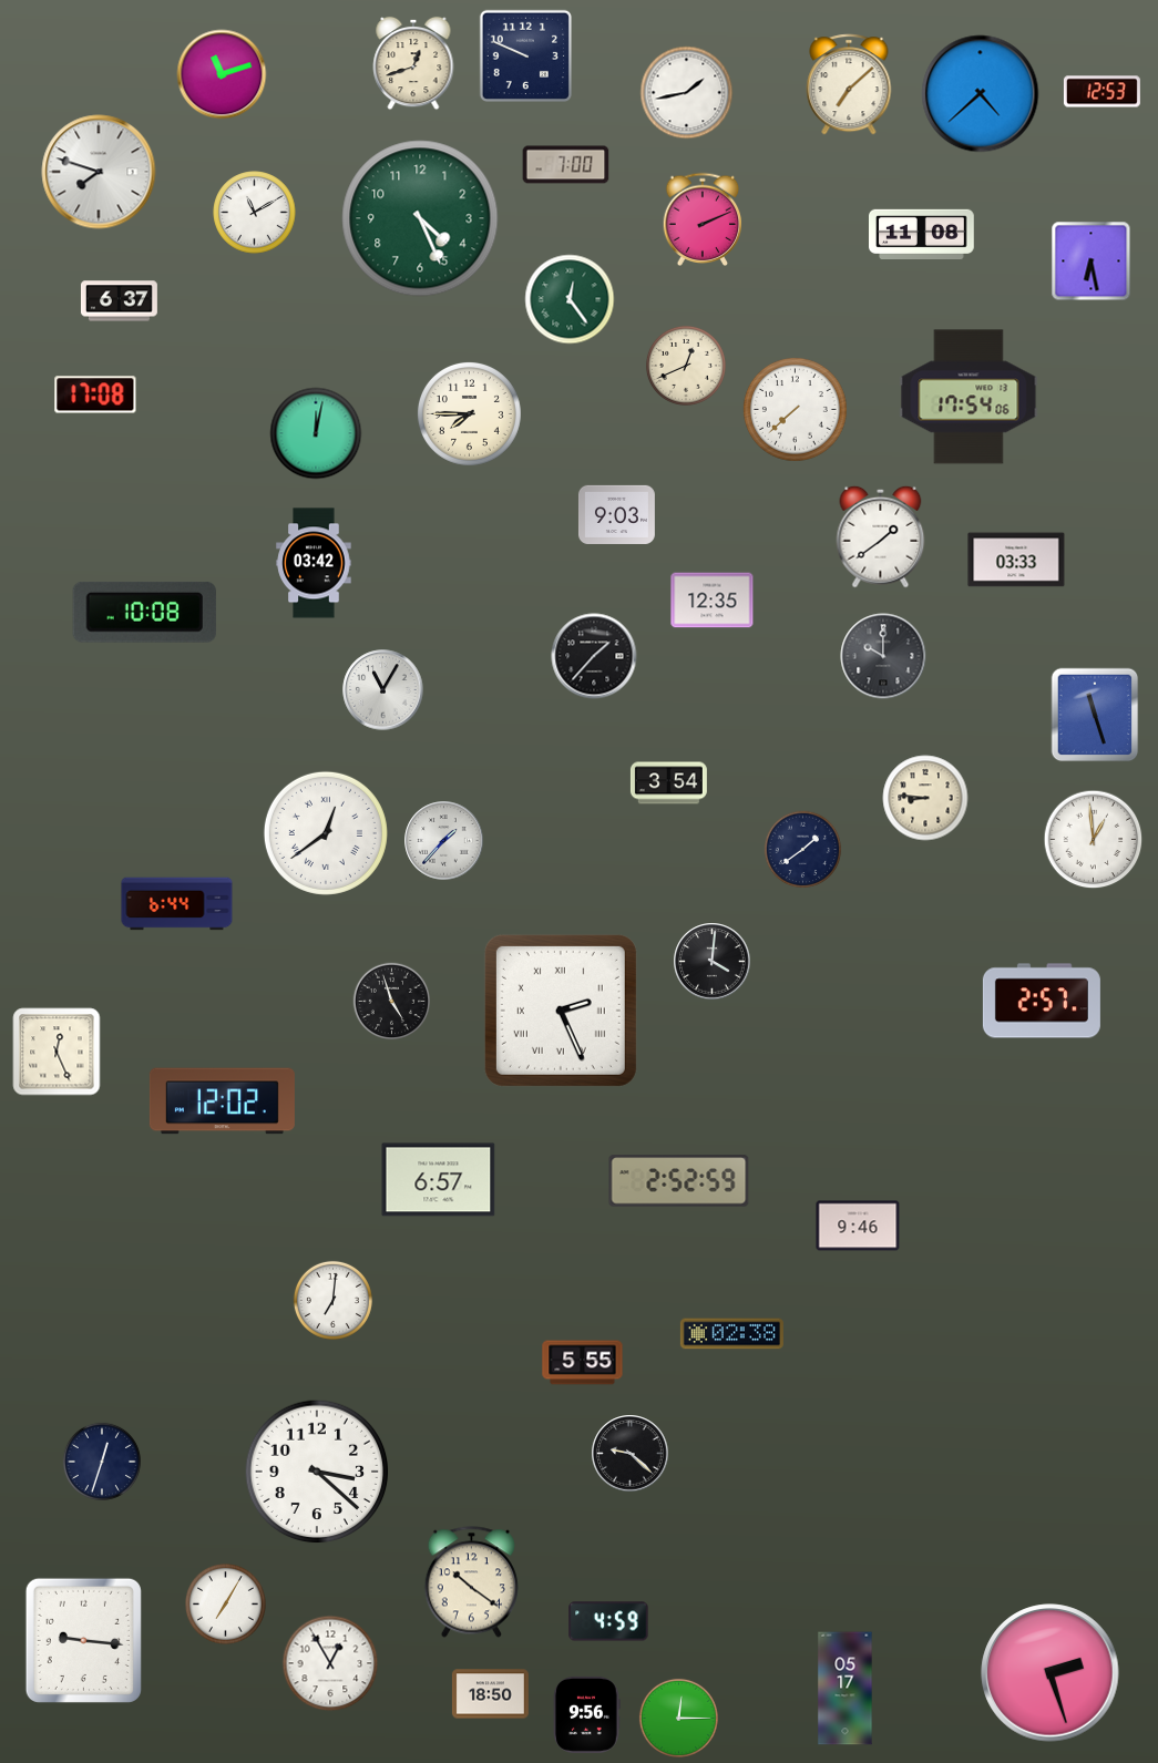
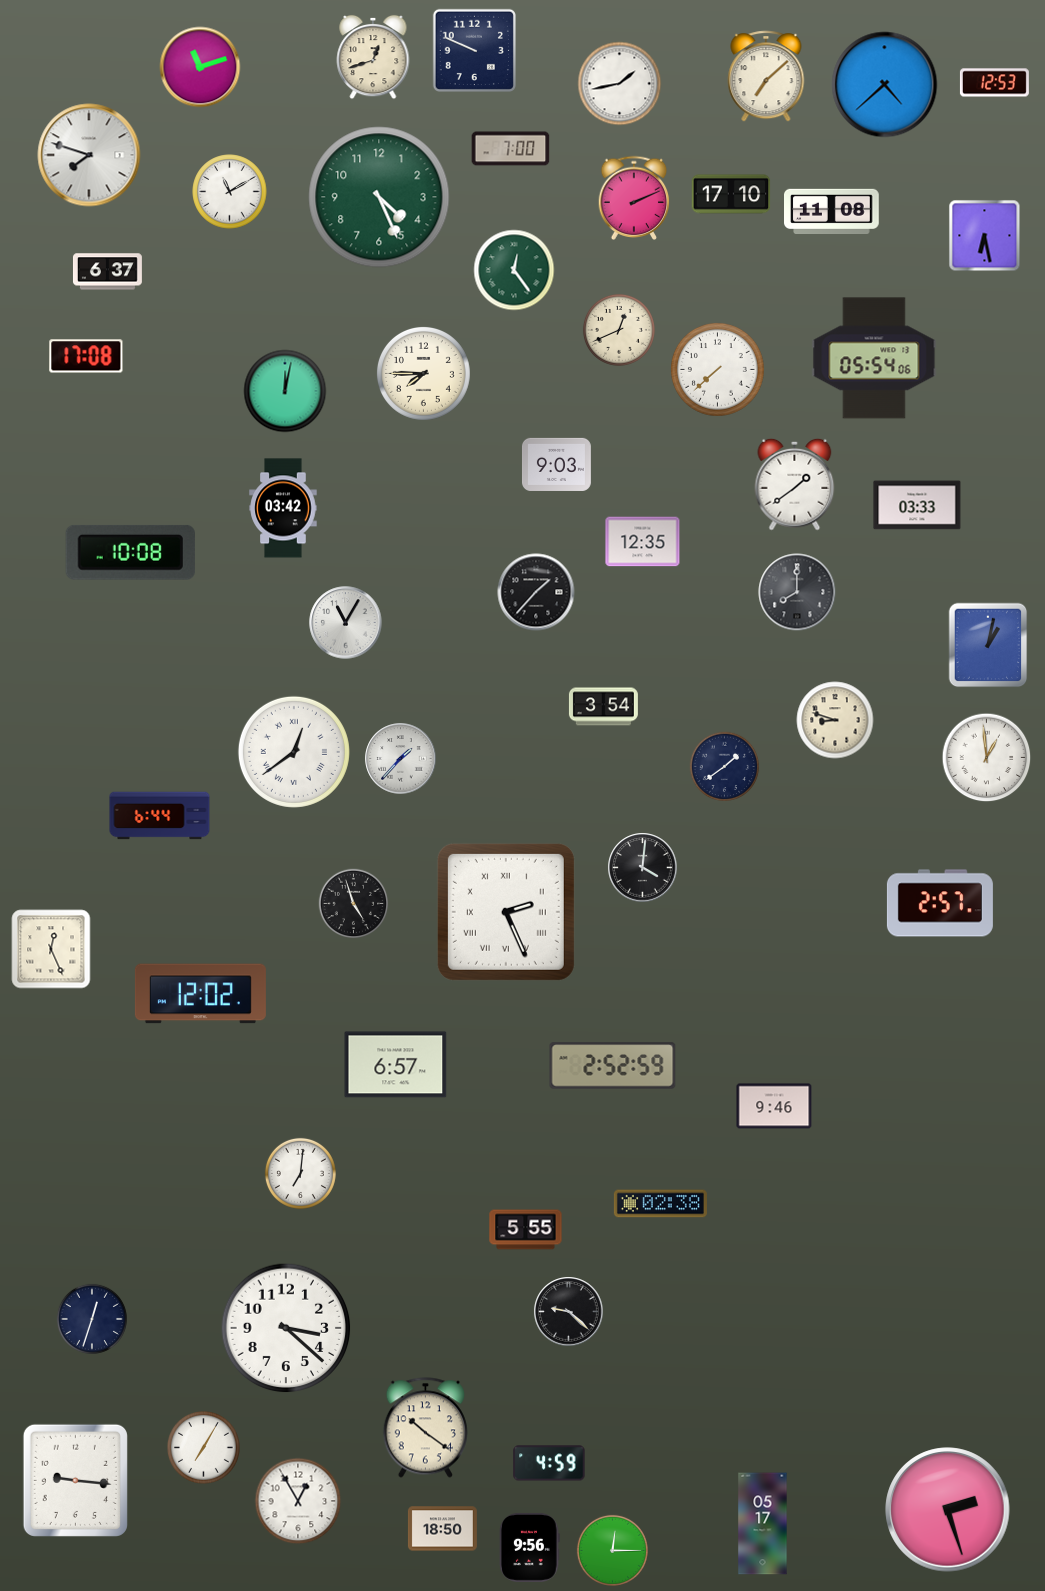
clock at (731, 194): none -> 17:10
clock at (969, 397): 17:54 -> 05:54
clock at (883, 656): 10:00 -> 8:00
clock at (1095, 715): 11:27 -> 1:02
clock at (925, 798): 8:46 -> 8:48
